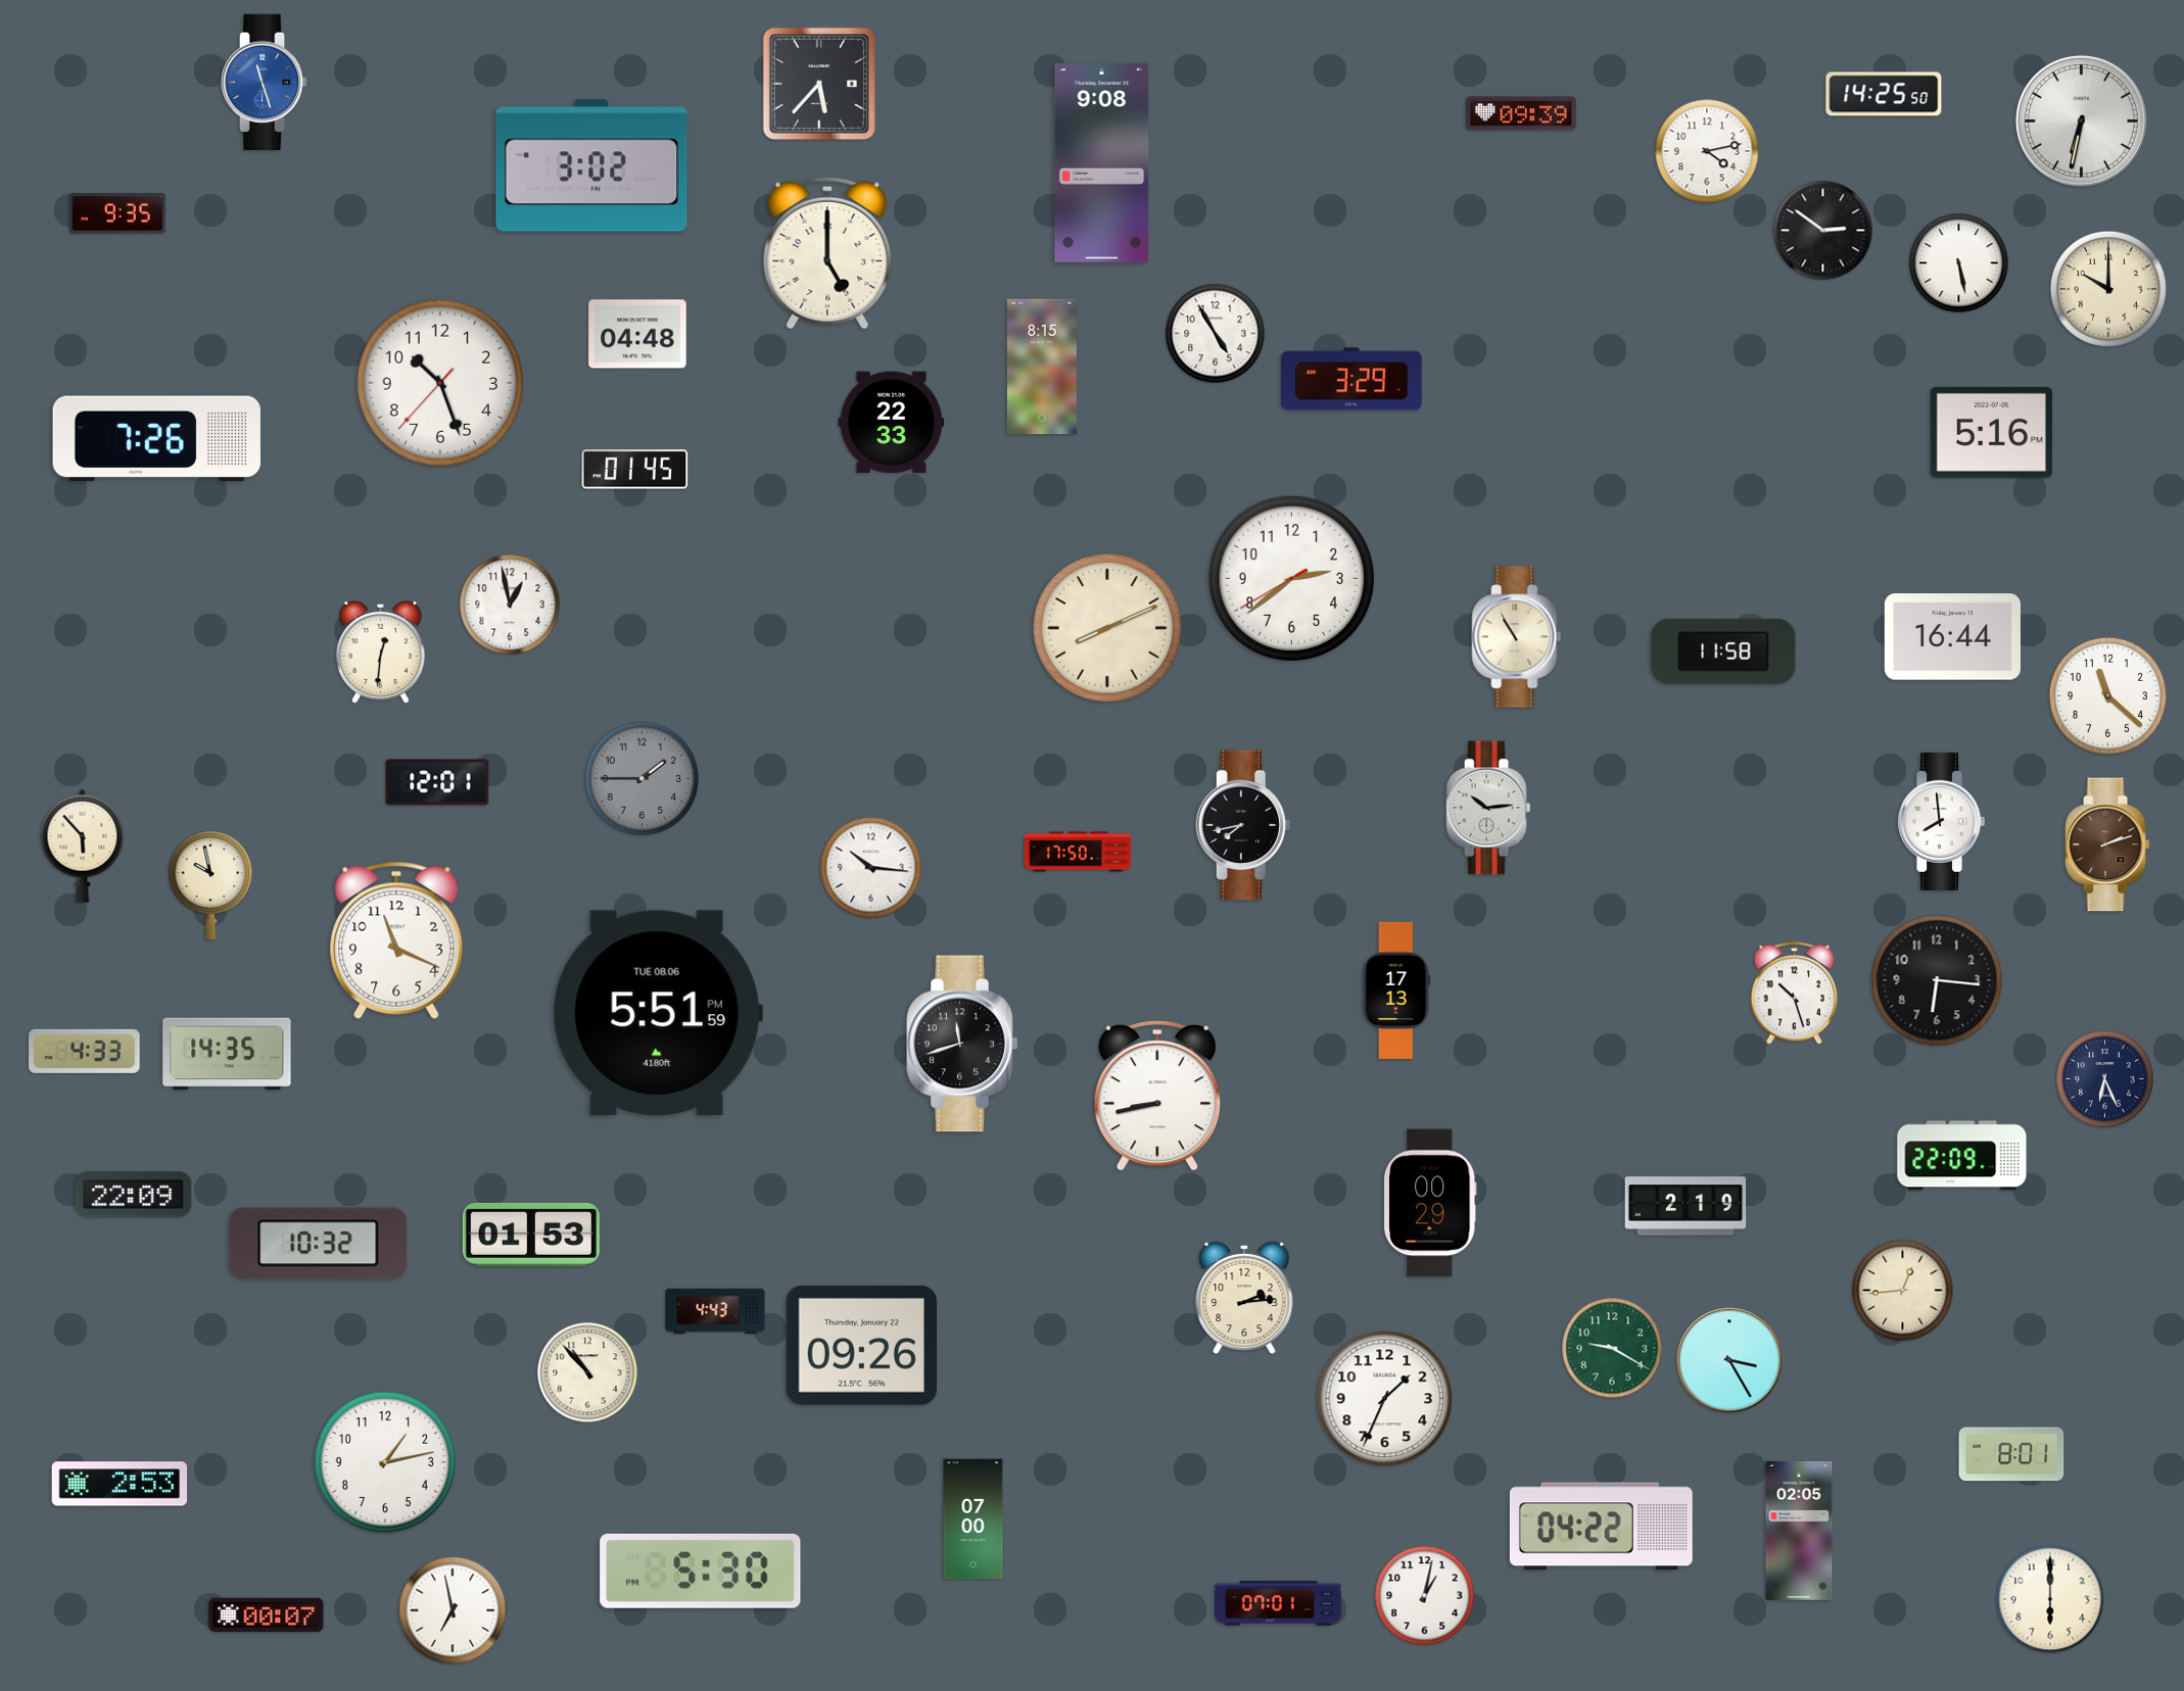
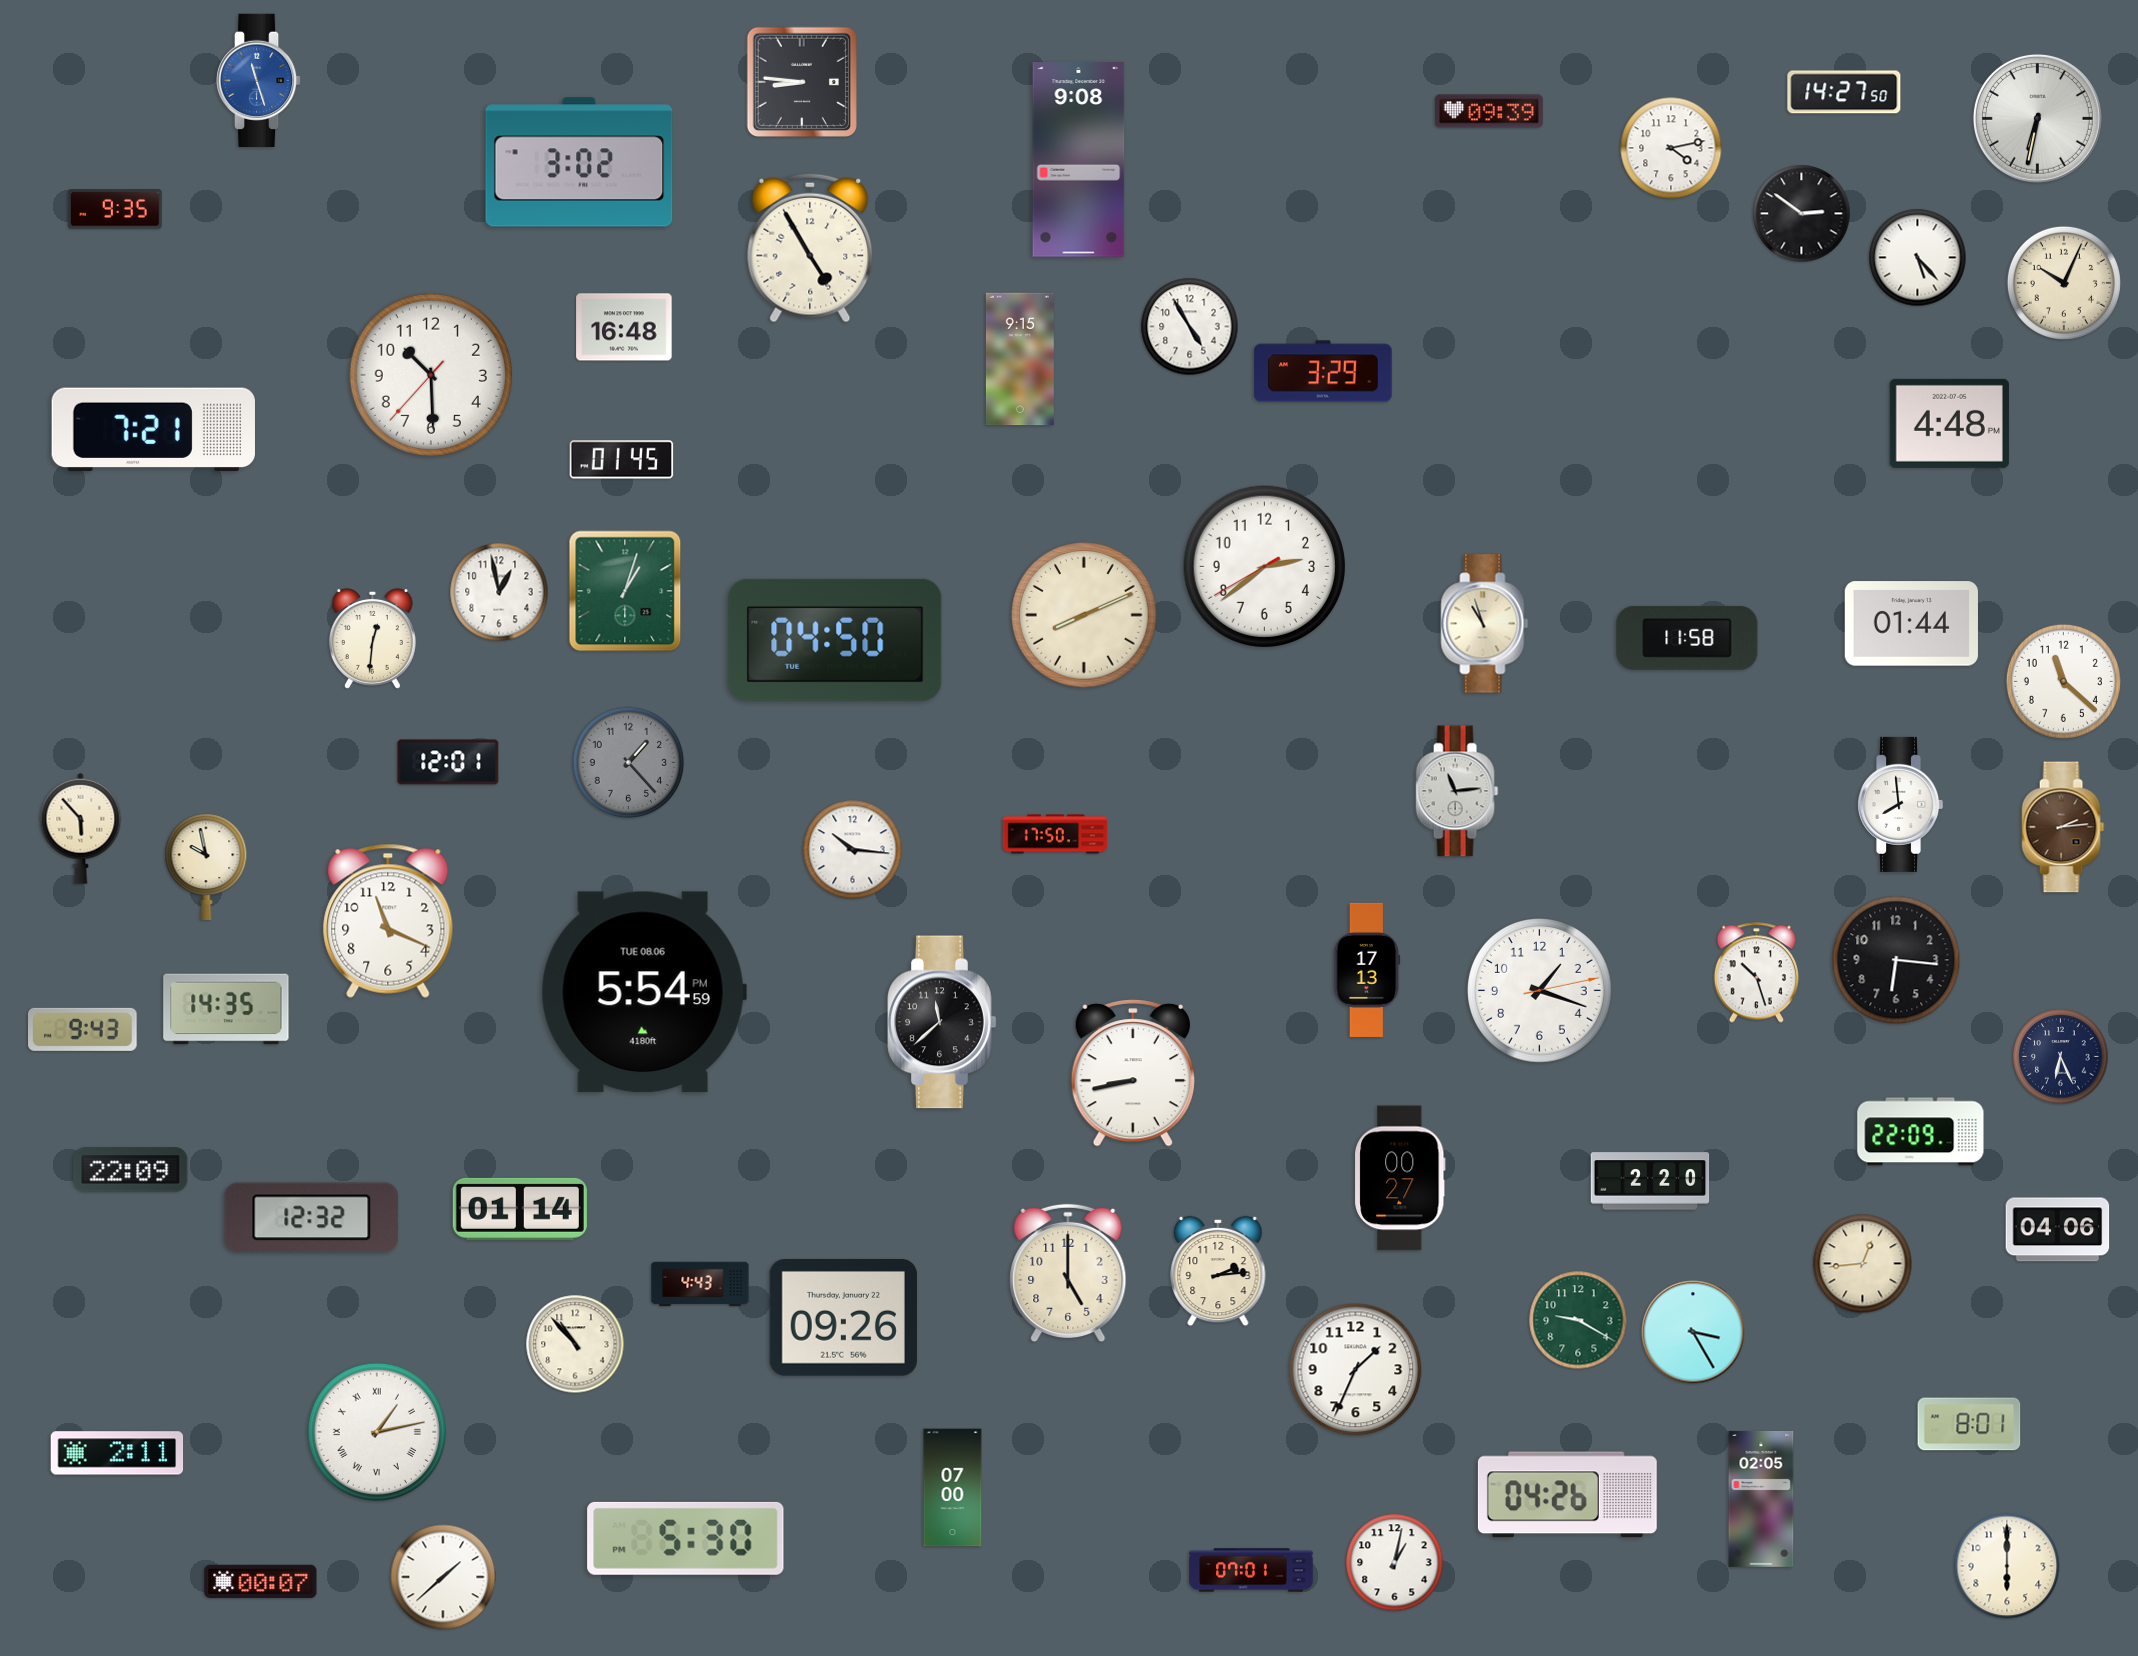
clock at (818, 83): 5:37 -> 8:46
clock at (1884, 94): 14:25 -> 14:27
clock at (1823, 231) position: (1823, 231) -> (1802, 214)
clock at (827, 253): 5:00 -> 4:55
clock at (1959, 263): 5:28 -> 5:23
clock at (2108, 289): 10:00 -> 10:04
clock at (637, 334): 04:48 -> 16:48
clock at (1042, 367): 8:15 -> 9:15
clock at (440, 383): 10:26 -> 10:29
clock at (892, 423): 22:33 -> none
clock at (1991, 432): 5:16 -> 4:48
clock at (156, 439): 7:26 -> 7:21
clock at (625, 591): none -> 1:03
clock at (1517, 637): 10:55 -> 10:57
clock at (1952, 637): 16:44 -> 01:44
clock at (835, 640): none -> 04:50
clock at (643, 779): 1:45 -> 1:23
clock at (437, 782) position: (437, 782) -> (448, 762)
clock at (1488, 808): 10:14 -> 11:14
clock at (1243, 825): 7:43 -> none
clock at (2107, 844): 2:12 -> 2:14
clock at (1540, 991): none -> 1:18
clock at (658, 1013): 5:51 -> 5:54
clock at (962, 1044): 11:42 -> 11:38
clock at (85, 1051): 4:33 -> 9:43
clock at (227, 1054) position: (227, 1054) -> (226, 1009)
clock at (1430, 1203): 00:29 -> 00:27
clock at (1686, 1206): 2:19 -> 2:20
clock at (531, 1235): 01:53 -> 01:14
clock at (319, 1244): 10:32 -> 12:32
clock at (2058, 1230): none -> 04:06
clock at (1068, 1273): none -> 5:00
clock at (385, 1462) numerals: Arabic -> Roman
clock at (120, 1484): 2:53 -> 2:11
clock at (1601, 1527): 04:22 -> 04:26
clock at (453, 1610): 6:58 -> 1:38
